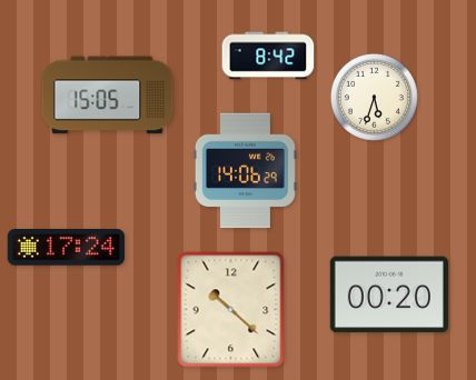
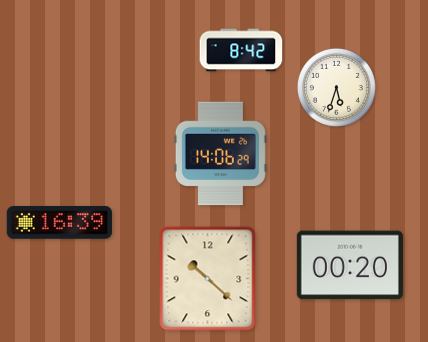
clock at (108, 96): 15:05 -> none
clock at (66, 248): 17:24 -> 16:39
